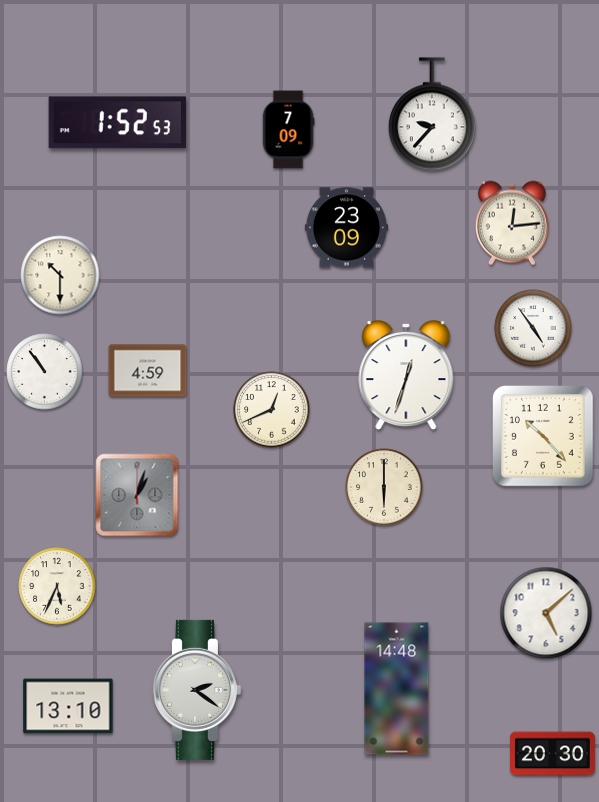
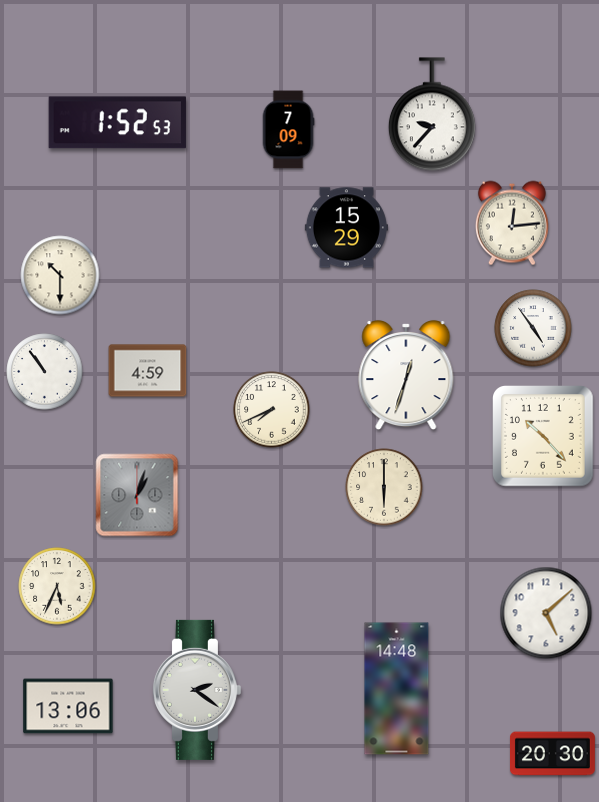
clock at (346, 228): 23:09 -> 15:29
clock at (272, 410): 12:41 -> 7:41
clock at (68, 706): 13:10 -> 13:06
